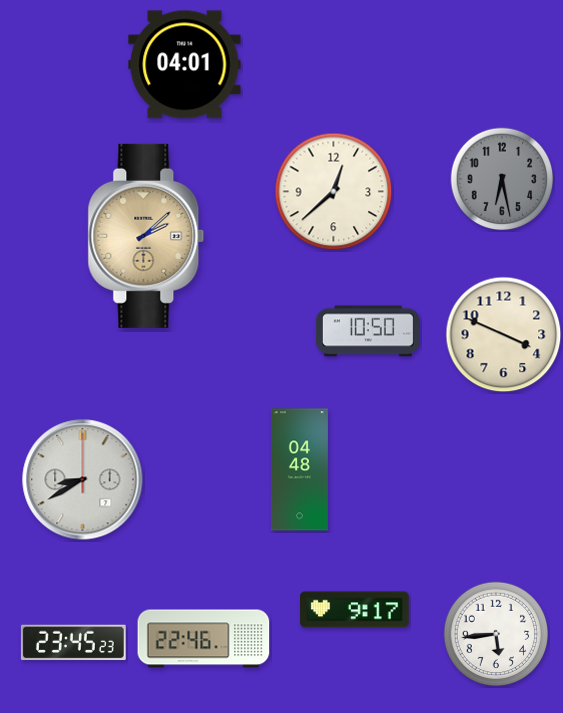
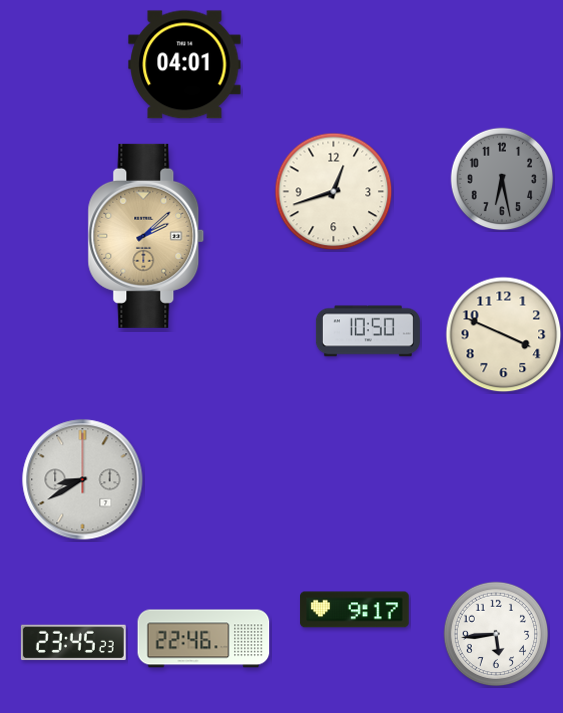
clock at (334, 192): 12:38 -> 12:42
clock at (299, 470): 04:48 -> none
